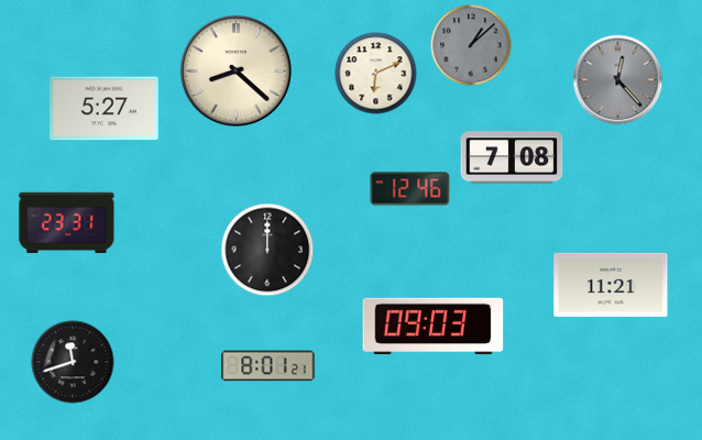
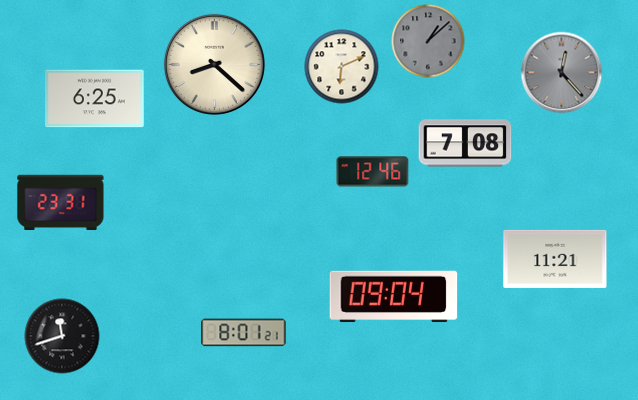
clock at (105, 109): 5:27 -> 6:25
clock at (267, 250): 12:00 -> none
clock at (434, 327): 09:03 -> 09:04
clock at (73, 362) position: (73, 362) -> (62, 336)
